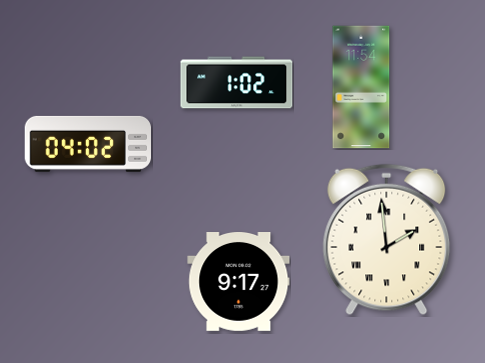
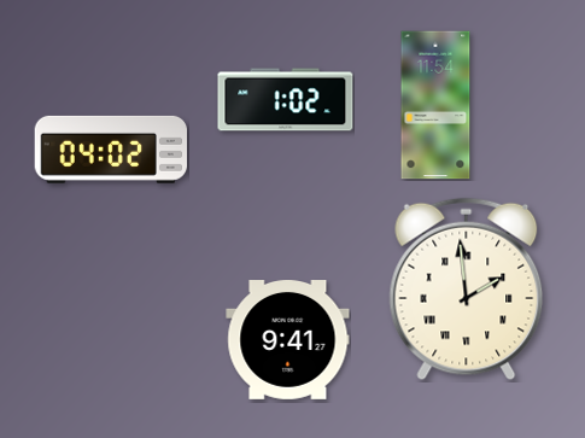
clock at (87, 144) position: (87, 144) -> (110, 150)
clock at (239, 282): 9:17 -> 9:41
